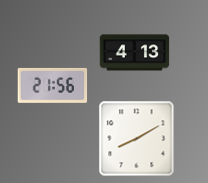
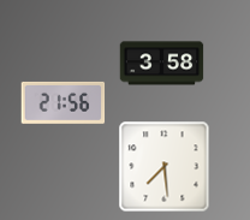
clock at (135, 53): 4:13 -> 3:58
clock at (137, 139): 8:10 -> 7:29
